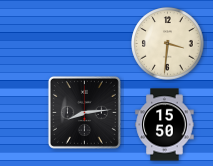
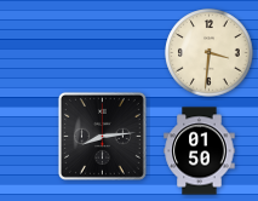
clock at (168, 44) position: (168, 44) -> (210, 53)
clock at (165, 125): 15:50 -> 01:50
